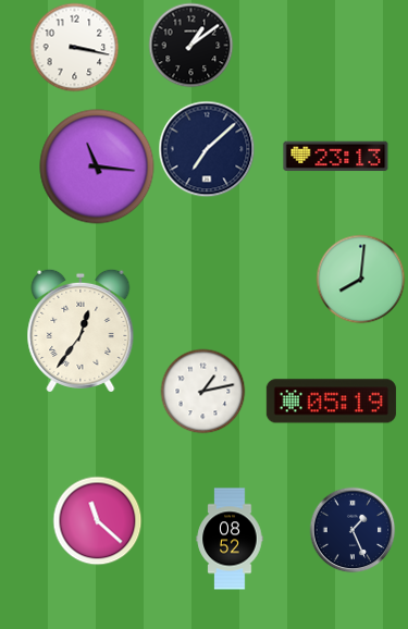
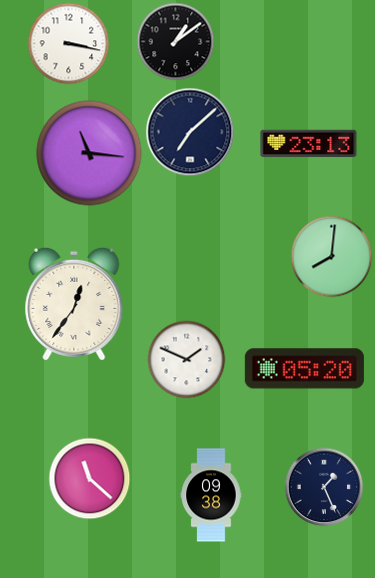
clock at (207, 149) position: (207, 149) -> (190, 132)
clock at (202, 391): 1:13 -> 1:49
clock at (331, 402): 05:19 -> 05:20
clock at (230, 539): 08:52 -> 09:38
